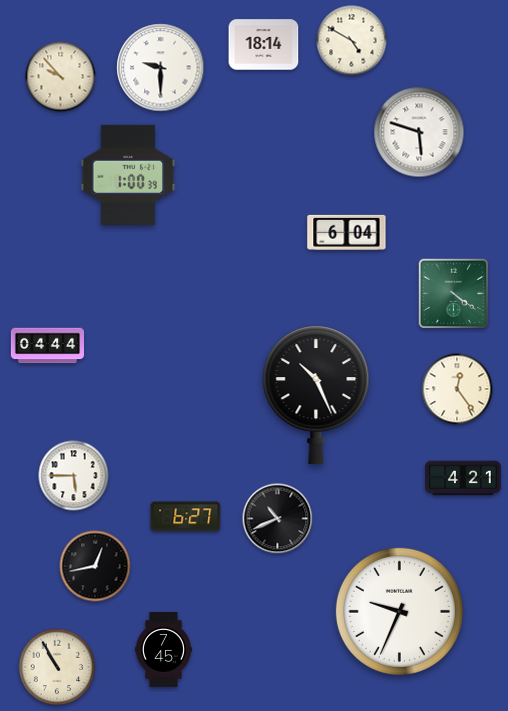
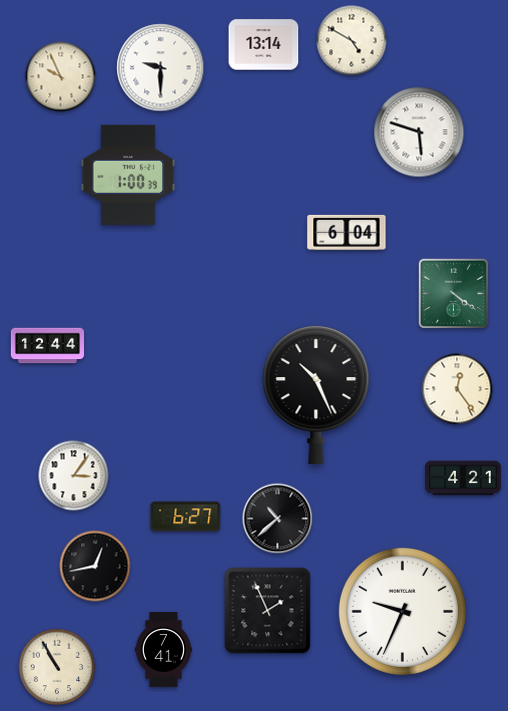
clock at (264, 45): 18:14 -> 13:14
clock at (61, 77): 9:53 -> 9:56
clock at (48, 346): 04:44 -> 12:44
clock at (74, 476): 5:45 -> 3:06
clock at (278, 519): 10:41 -> 10:38
clock at (268, 611): none -> 1:56
clock at (399, 611) position: (399, 611) -> (402, 611)
clock at (163, 650): 7:45 -> 7:41
